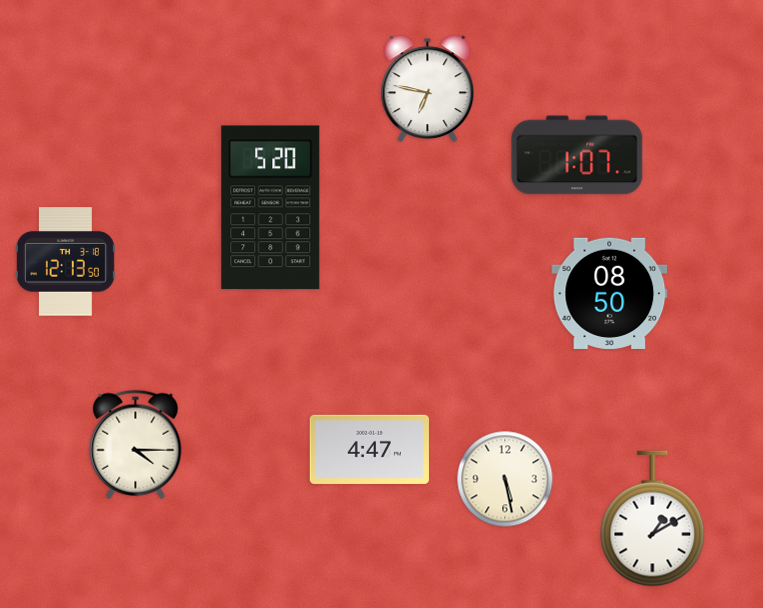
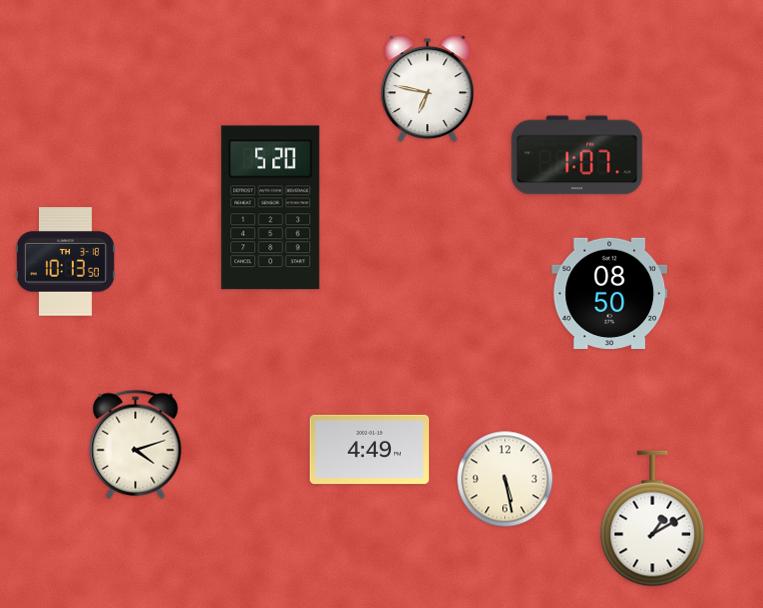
clock at (65, 262): 12:13 -> 10:13
clock at (136, 444): 4:15 -> 4:12
clock at (369, 449): 4:47 -> 4:49
